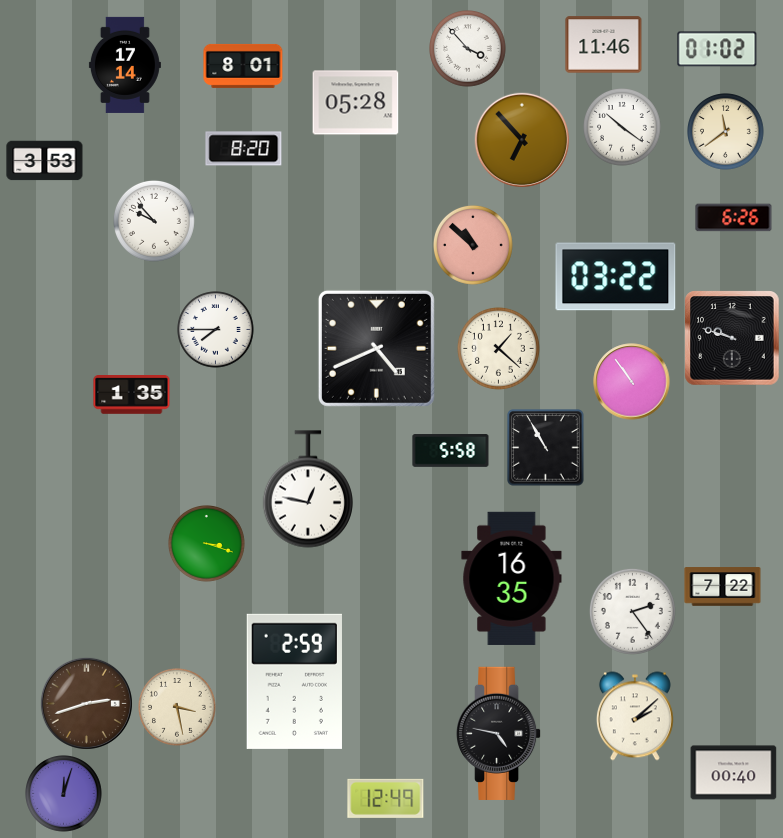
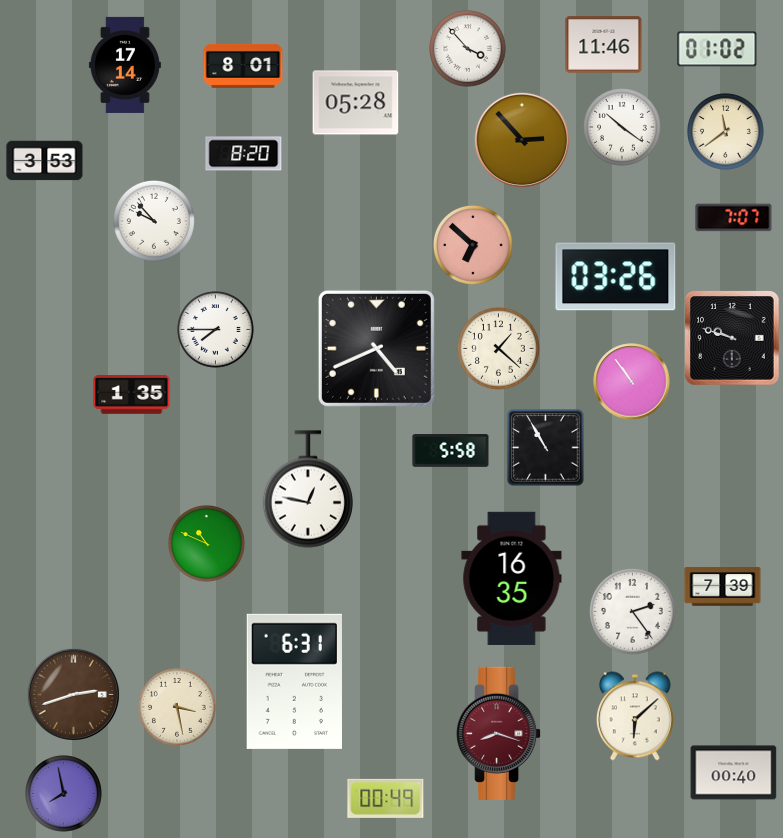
clock at (522, 140): 6:53 -> 2:53
clock at (244, 149) position: (244, 149) -> (244, 154)
clock at (734, 218): 6:26 -> 7:07
clock at (473, 245): 10:52 -> 6:52
clock at (616, 277): 03:22 -> 03:26
clock at (207, 544): 3:18 -> 10:49
clock at (723, 587): 7:22 -> 7:39
clock at (294, 681): 2:59 -> 6:31
clock at (86, 703) position: (86, 703) -> (73, 694)
clock at (635, 716): 2:08 -> 6:08
clock at (500, 733): 4:47 -> 8:18
clock at (500, 733) dial: black -> burgundy
clock at (64, 794): 12:03 -> 7:58
clock at (386, 798): 12:49 -> 00:49
